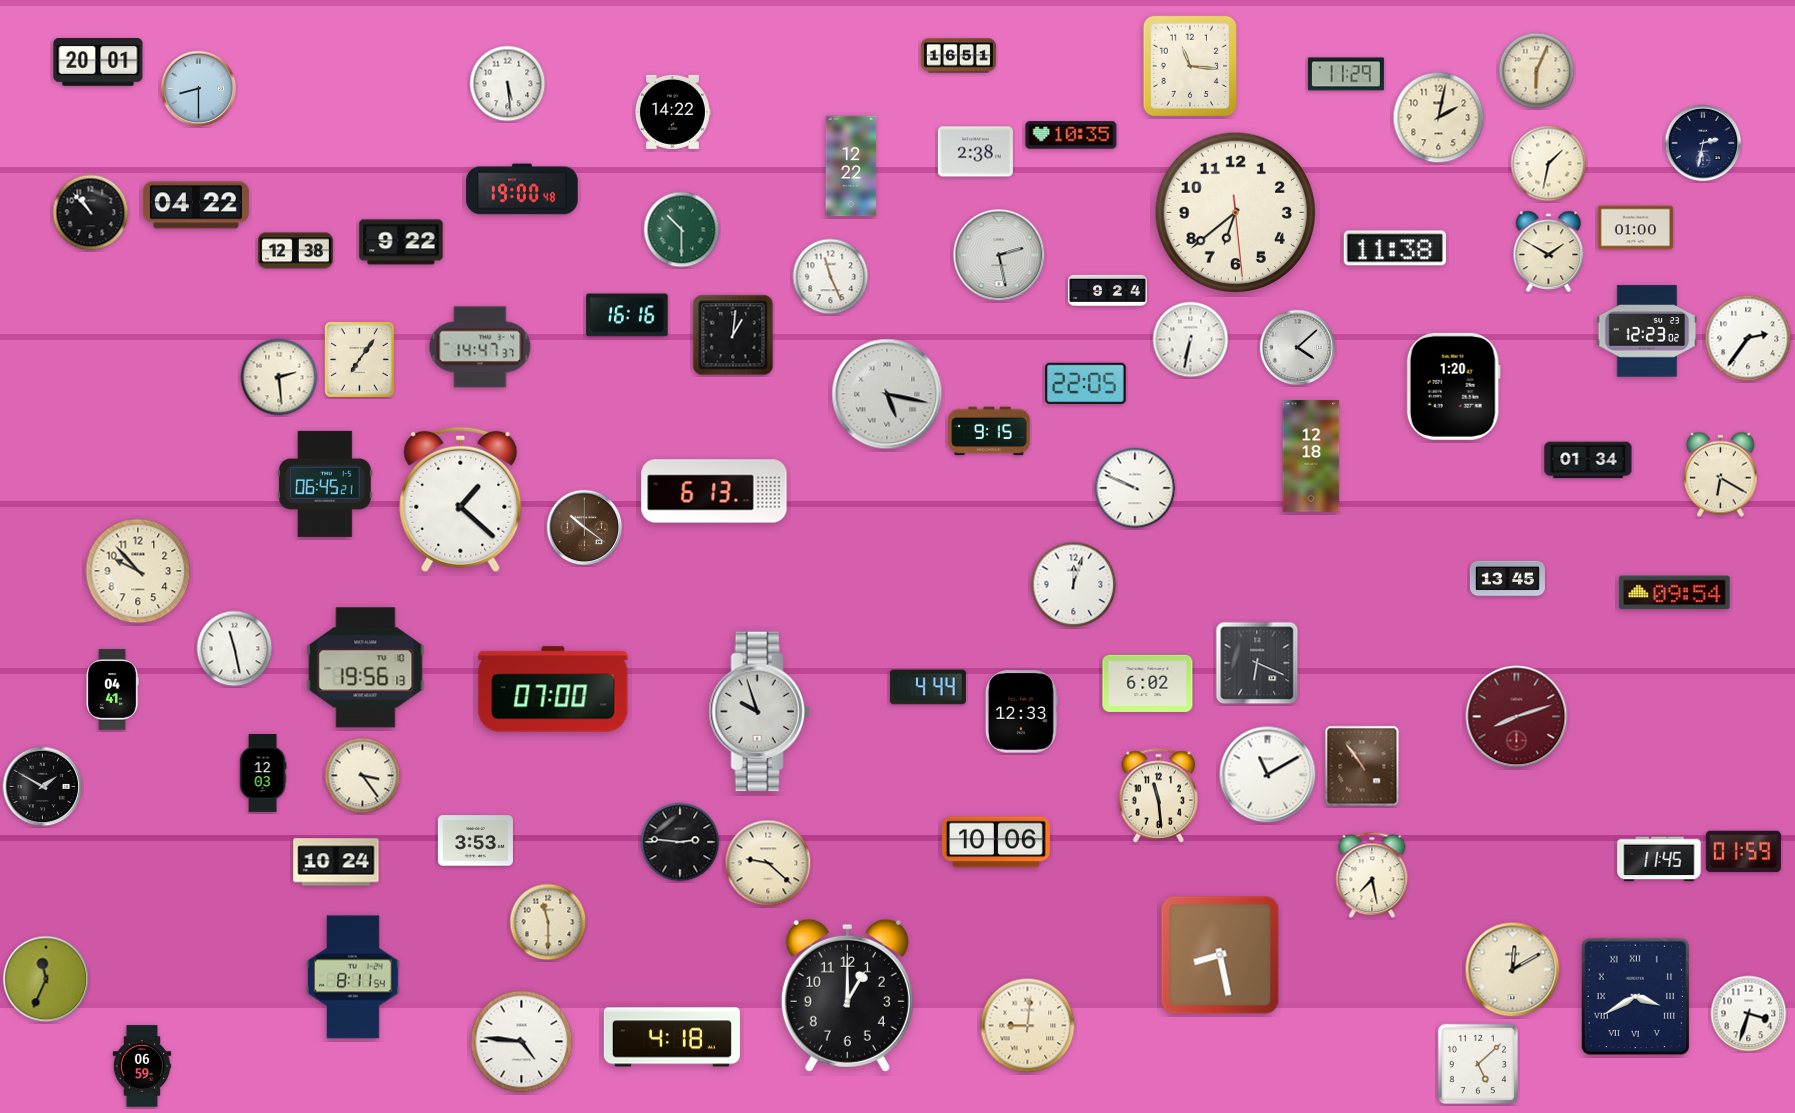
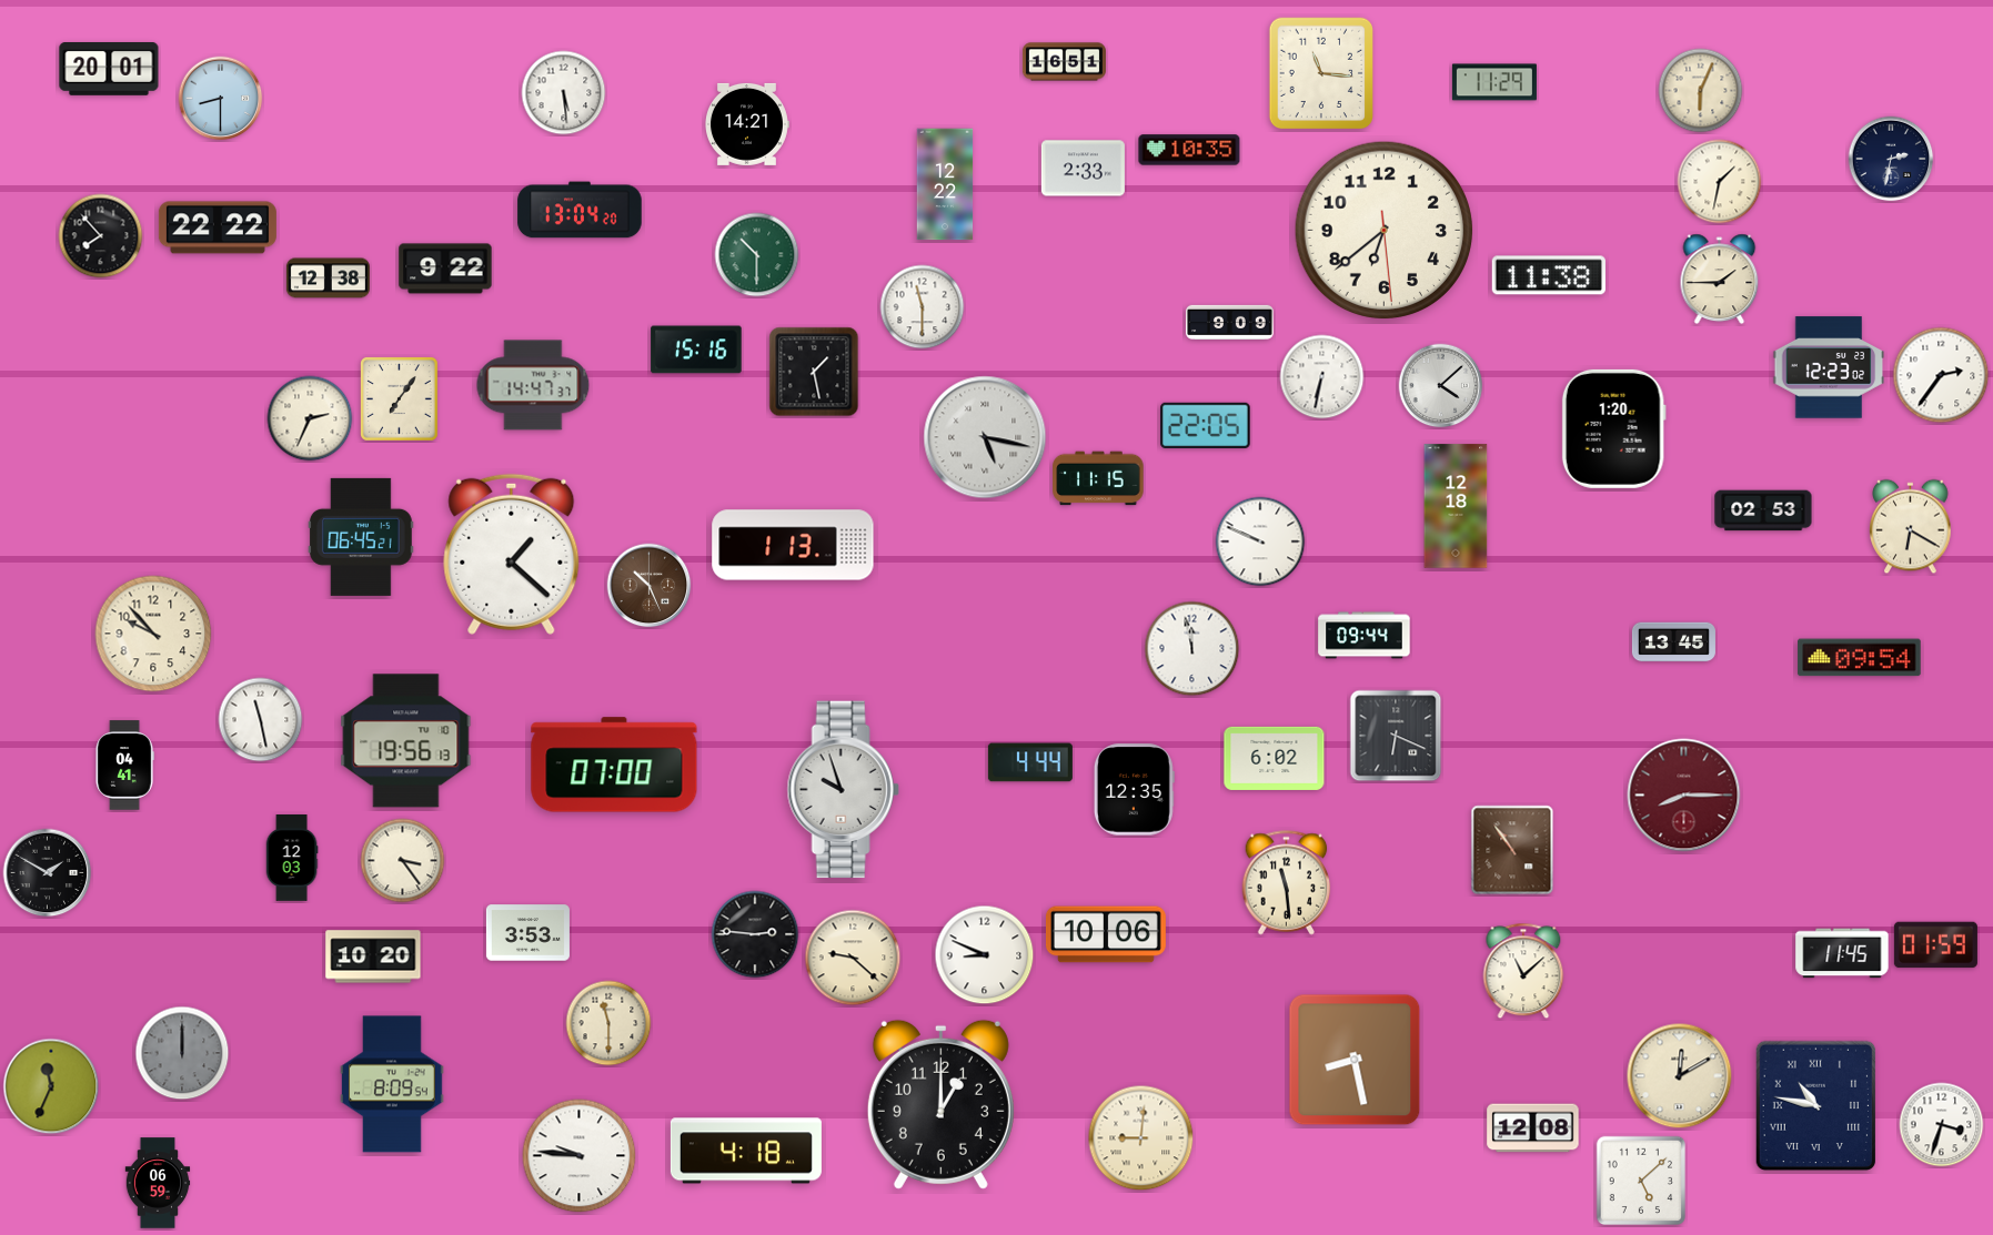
clock at (1537, 71) position: (1537, 71) -> (1701, 91)
clock at (673, 112): 14:22 -> 14:21
clock at (1439, 118): 2:02 -> none
clock at (975, 152): 2:38 -> 2:33
clock at (522, 189): 19:00 -> 13:04
clock at (196, 205): 04:22 -> 22:22
clock at (91, 213): 10:53 -> 7:53
clock at (1236, 213) position: (1236, 213) -> (1385, 231)
clock at (1635, 228): 01:00 -> none
clock at (1549, 252): 1:50 -> 1:45
clock at (999, 255): 2:28 -> none
clock at (831, 277): 11:26 -> 11:30
clock at (1108, 290): 9:24 -> 9:09
clock at (627, 315): 16:16 -> 15:16
clock at (733, 335): 1:01 -> 1:28
clock at (279, 377): 2:29 -> 2:34
clock at (989, 431): 9:15 -> 11:15
clock at (1588, 460): 01:34 -> 02:53
clock at (714, 491): 6:13 -> 1:13
clock at (585, 528): 10:21 -> 10:26
clock at (1365, 636): none -> 09:44
clock at (1074, 585): 12:03 -> 11:58
clock at (1021, 712): 12:33 -> 12:35
clock at (1517, 717): 8:12 -> 8:15
clock at (1268, 775): 11:10 -> none
clock at (985, 955): none -> 8:49
clock at (336, 862): 10:24 -> 10:20
clock at (1372, 875): 7:28 -> 11:08
clock at (182, 1053): none -> 12:00
clock at (354, 977): 8:11 -> 8:09
clock at (1635, 997): 3:40 -> 10:47
clock at (1533, 1128): none -> 12:08
clock at (522, 1042): 4:46 -> 9:46
